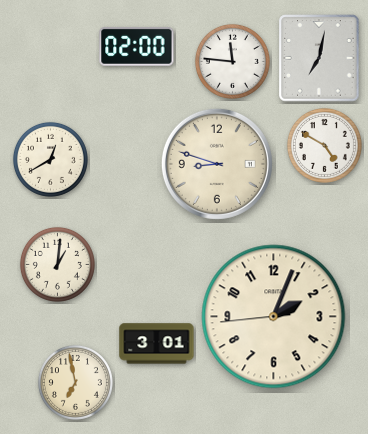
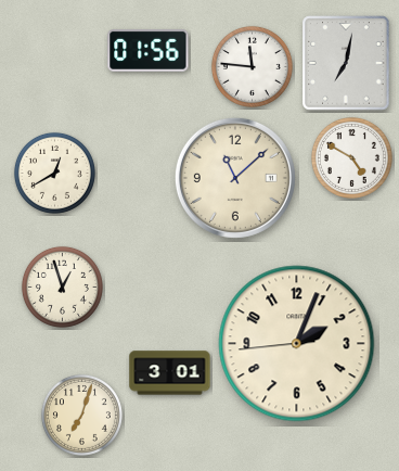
clock at (137, 46): 02:00 -> 01:56
clock at (217, 164): 8:48 -> 11:08
clock at (57, 264): 1:01 -> 12:57
clock at (75, 382): 6:58 -> 7:03
